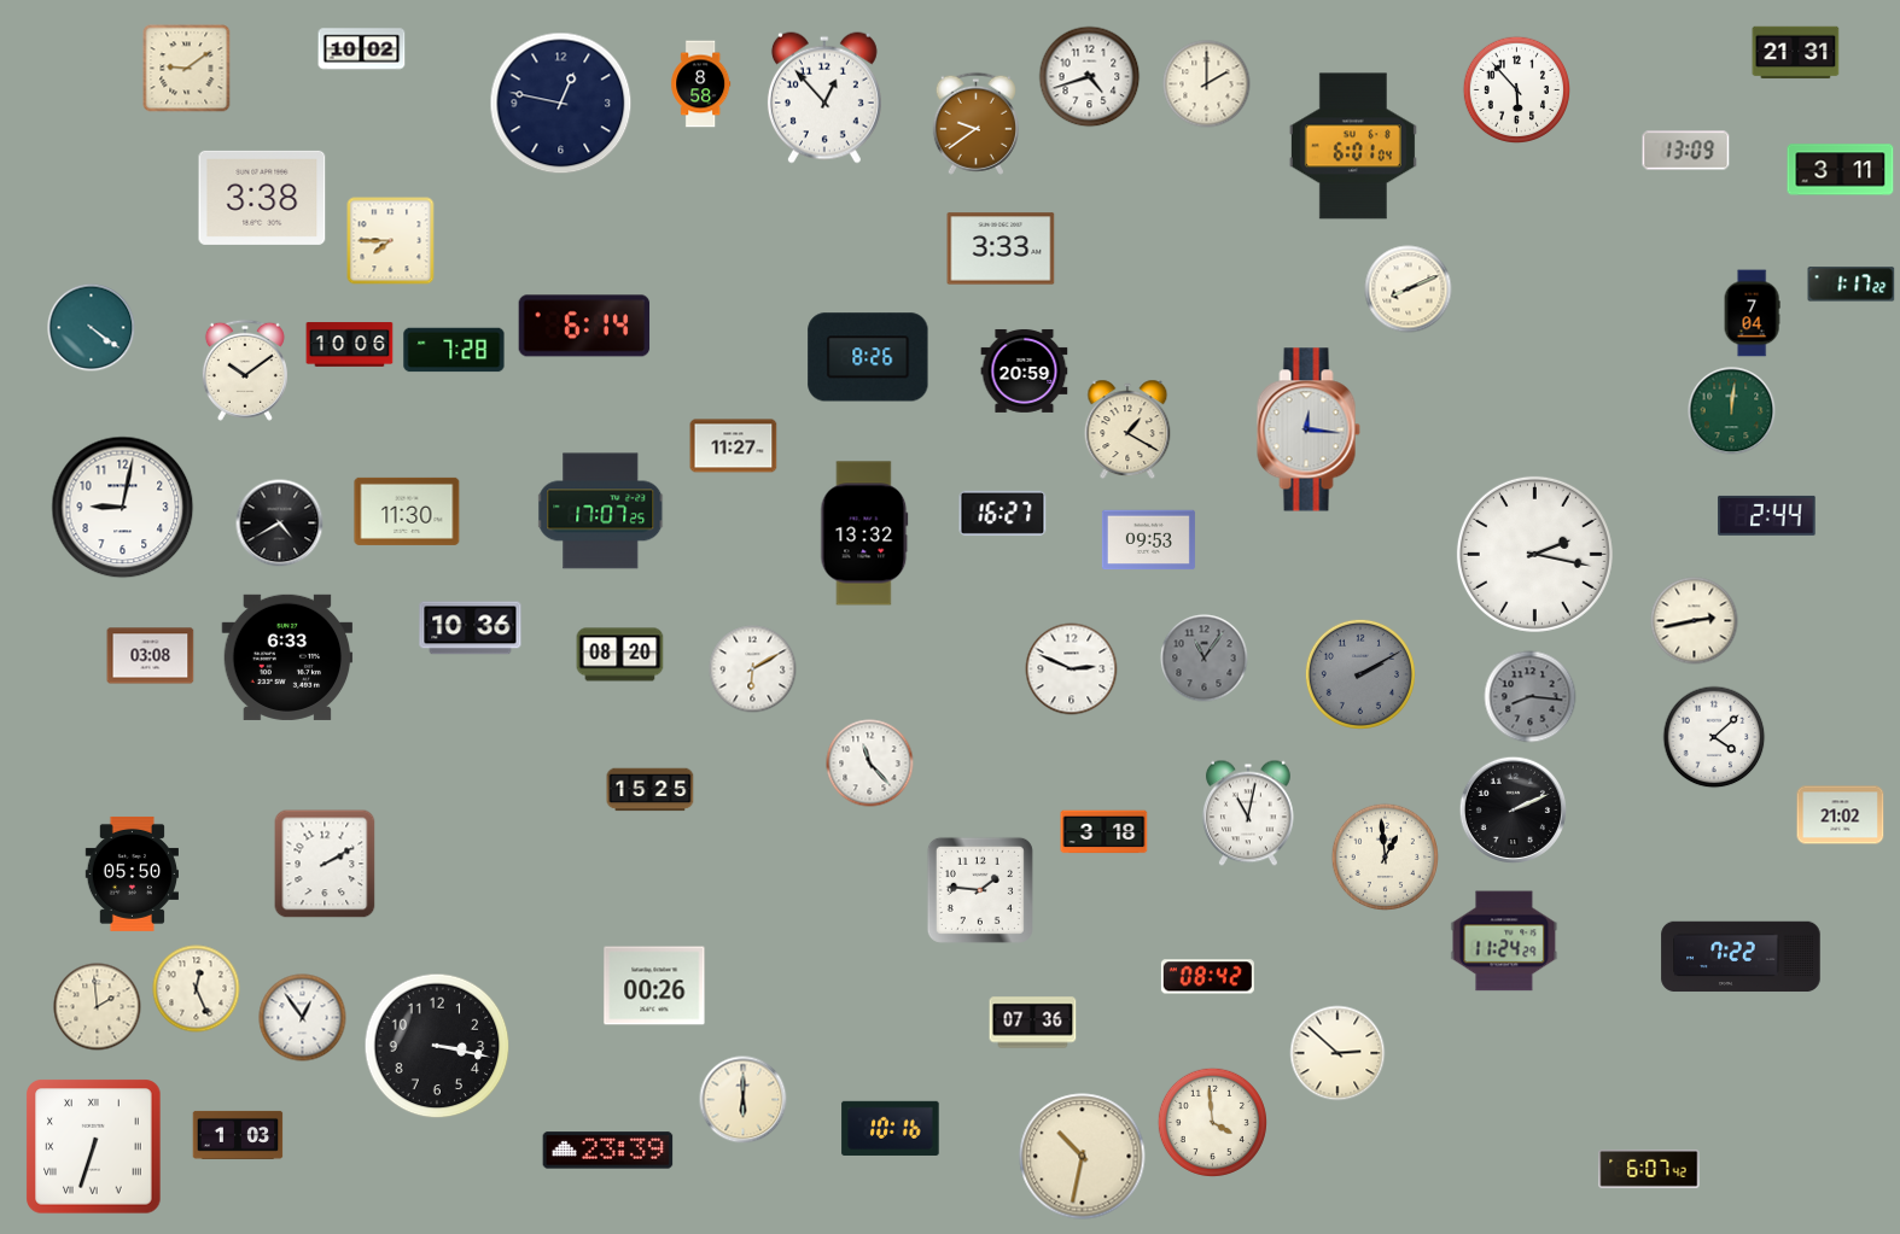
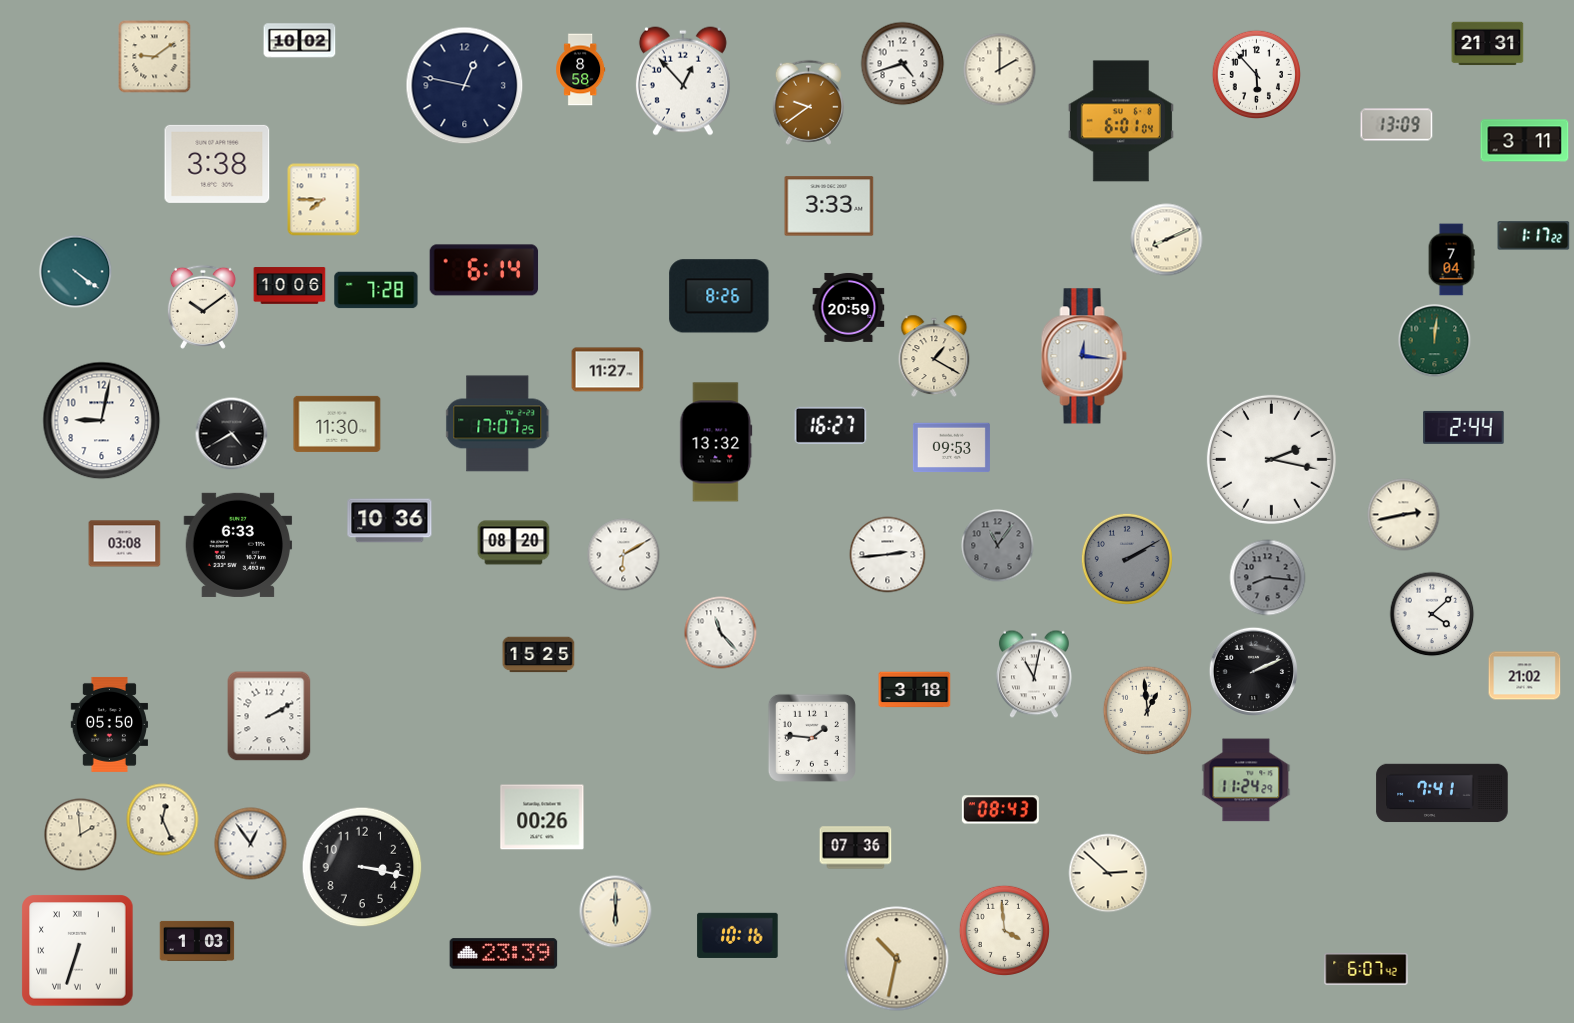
clock at (1072, 669): 2:49 -> 2:44
clock at (1714, 737) position: (1714, 737) -> (1432, 614)
clock at (1741, 957): 7:22 -> 7:41
clock at (1207, 977): 08:42 -> 08:43
